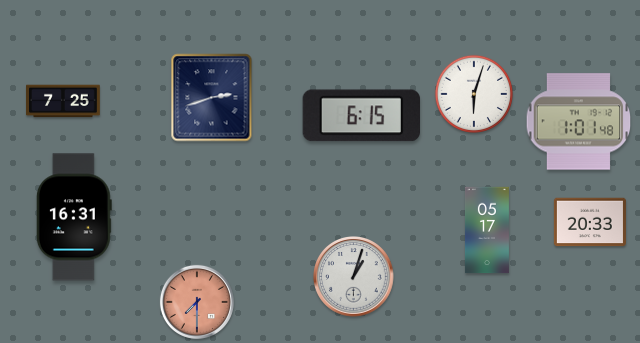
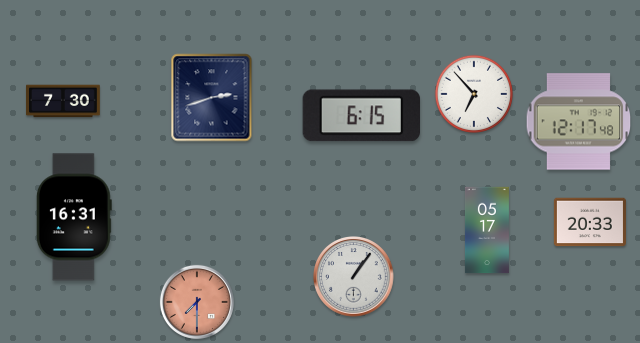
clock at (473, 93): 6:03 -> 6:53
clock at (63, 101): 7:25 -> 7:30
clock at (579, 122): 1:01 -> 12:17
clock at (354, 277): 1:03 -> 1:06
